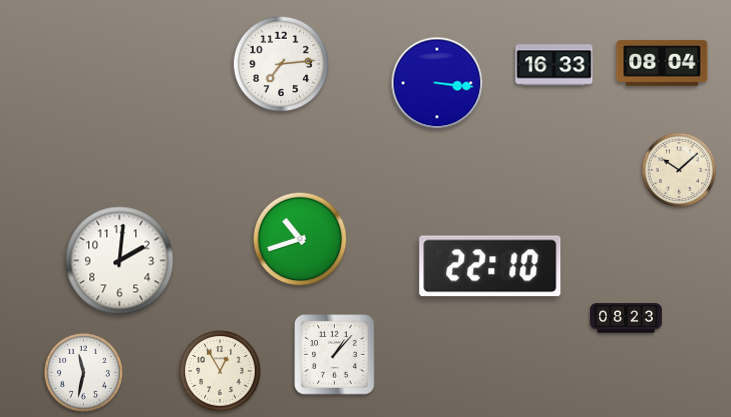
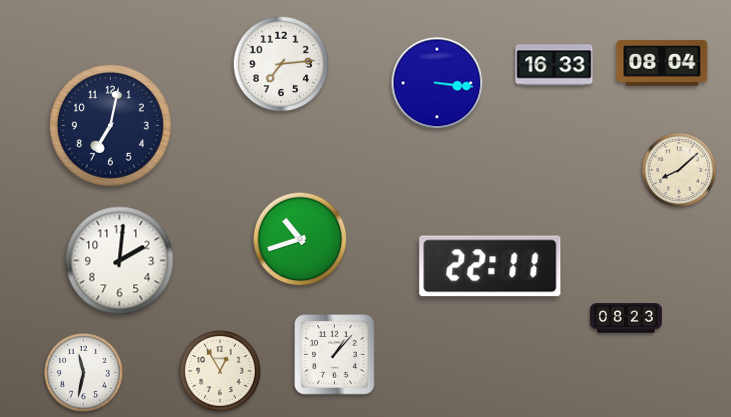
clock at (110, 125): none -> 7:02
clock at (679, 170): 10:08 -> 8:08
clock at (490, 266): 22:10 -> 22:11
